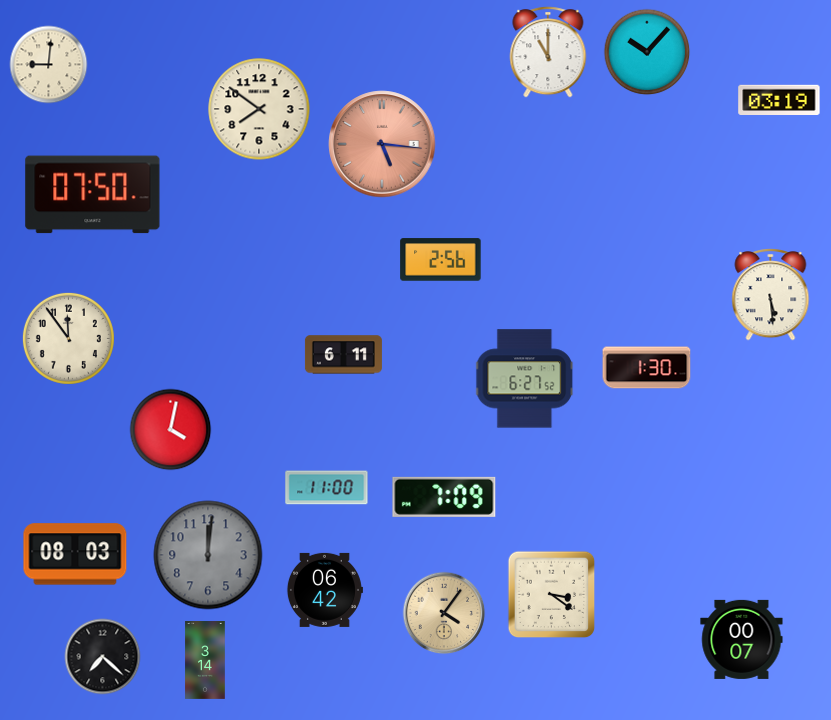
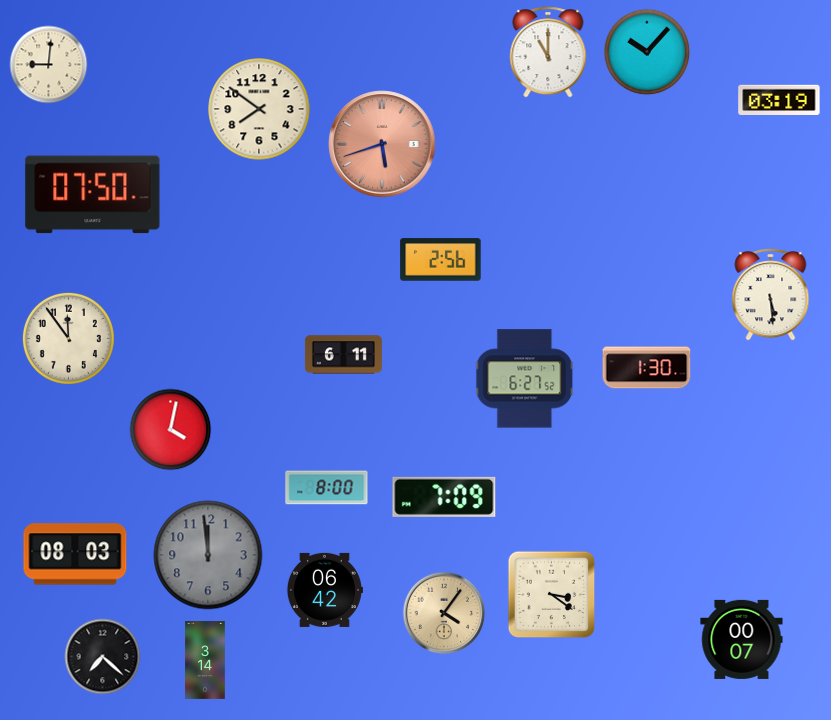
clock at (382, 144): 5:16 -> 5:42
clock at (327, 488): 11:00 -> 8:00
clock at (208, 555): 12:01 -> 11:59
